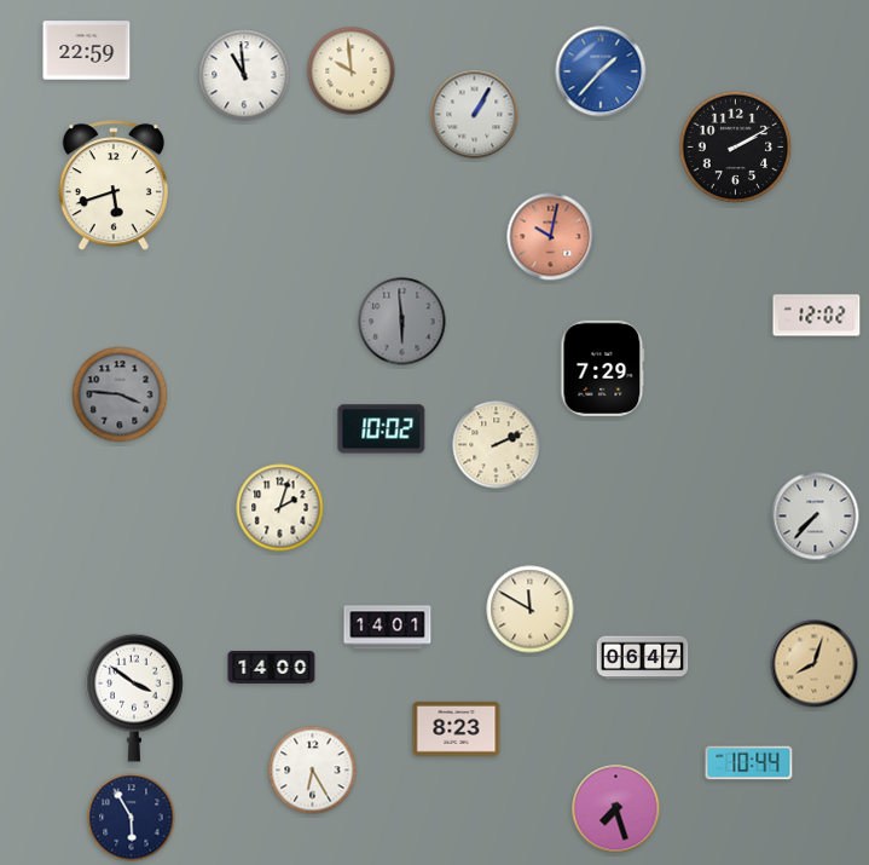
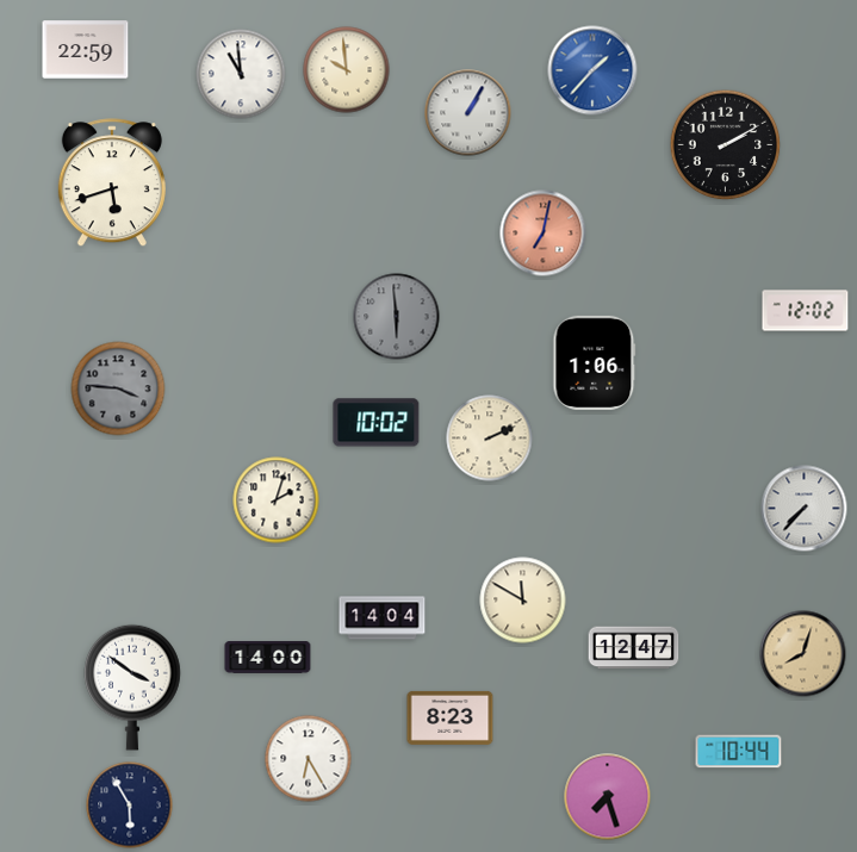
clock at (551, 237): 10:02 -> 7:02
clock at (603, 368): 7:29 -> 1:06
clock at (388, 628): 14:01 -> 14:04
clock at (643, 658): 06:47 -> 12:47
